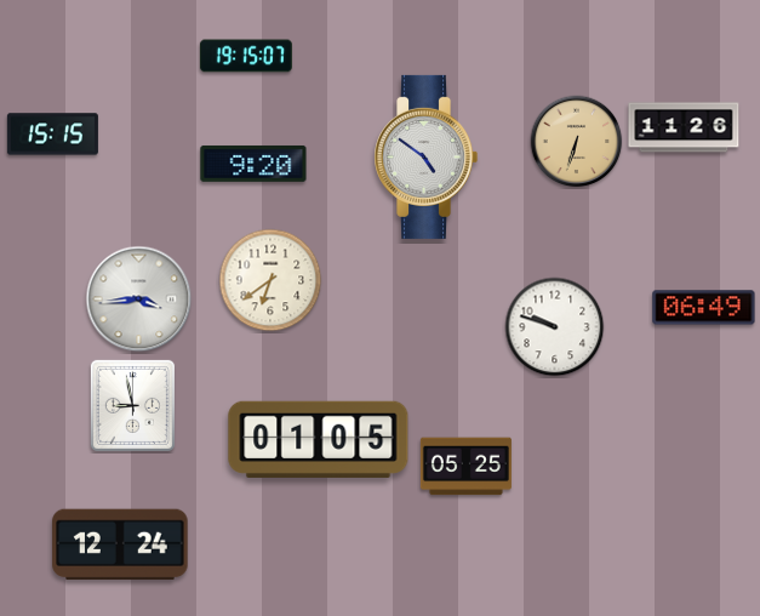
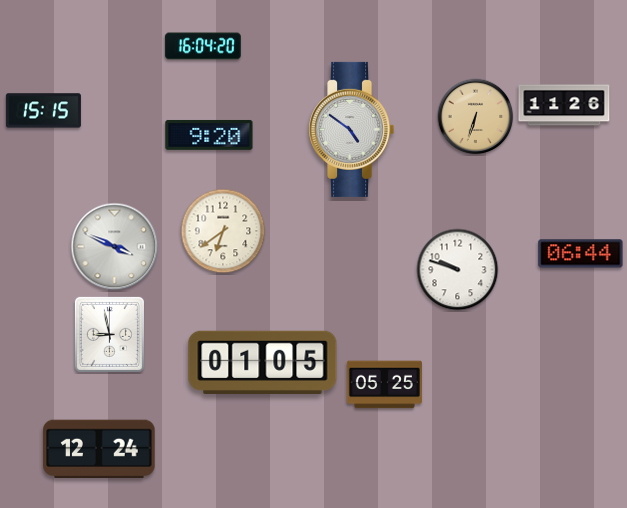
clock at (246, 56): 19:15 -> 16:04
clock at (139, 300): 3:44 -> 3:49
clock at (704, 308): 06:49 -> 06:44
